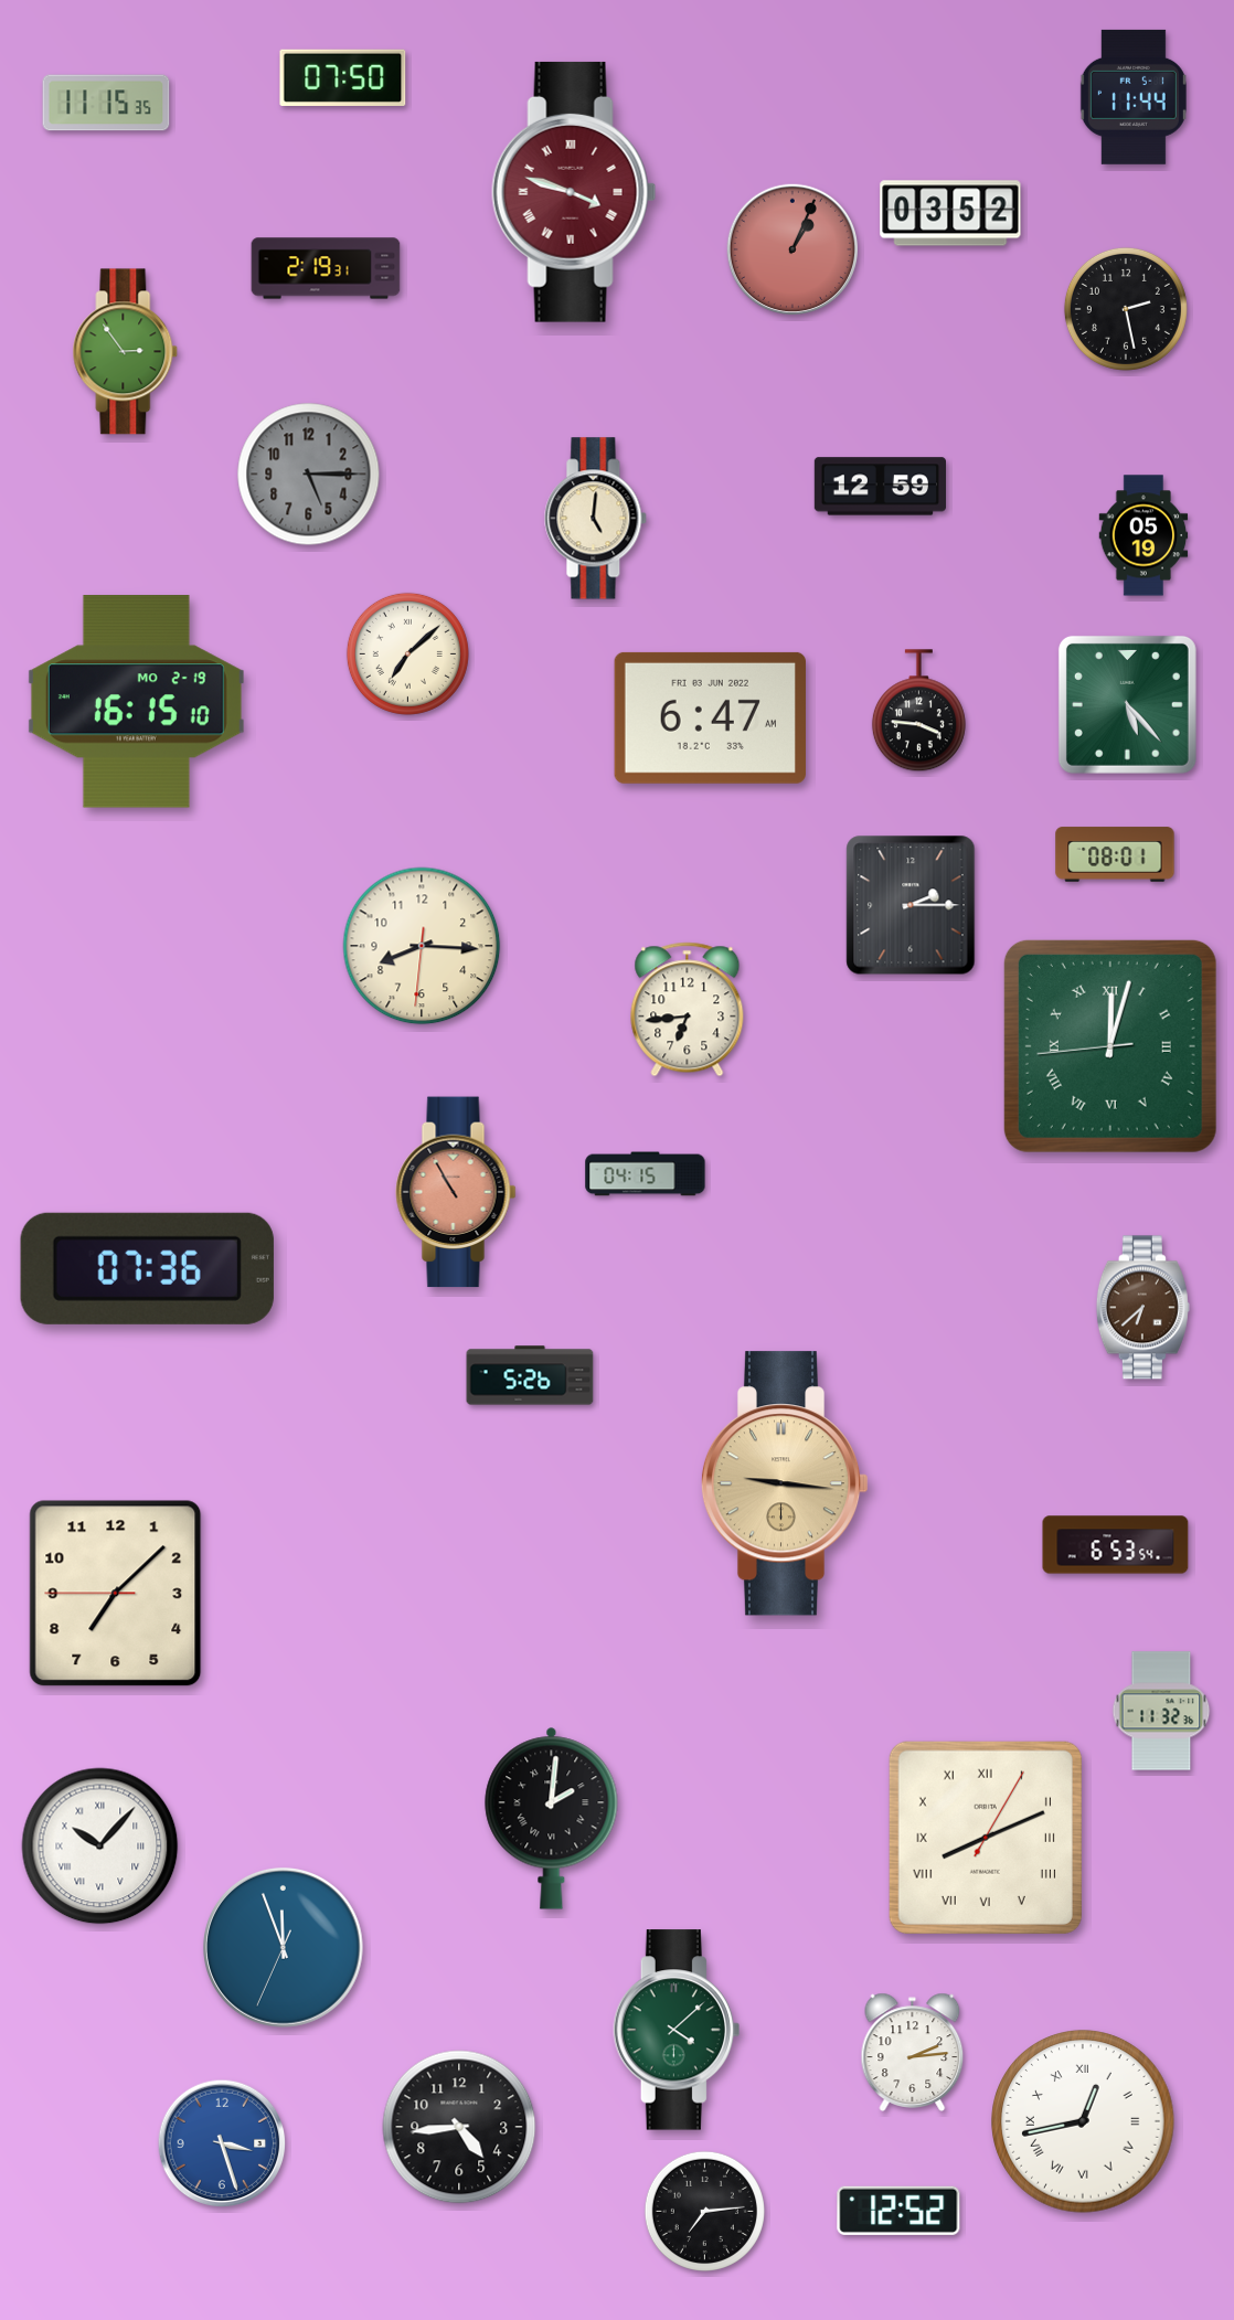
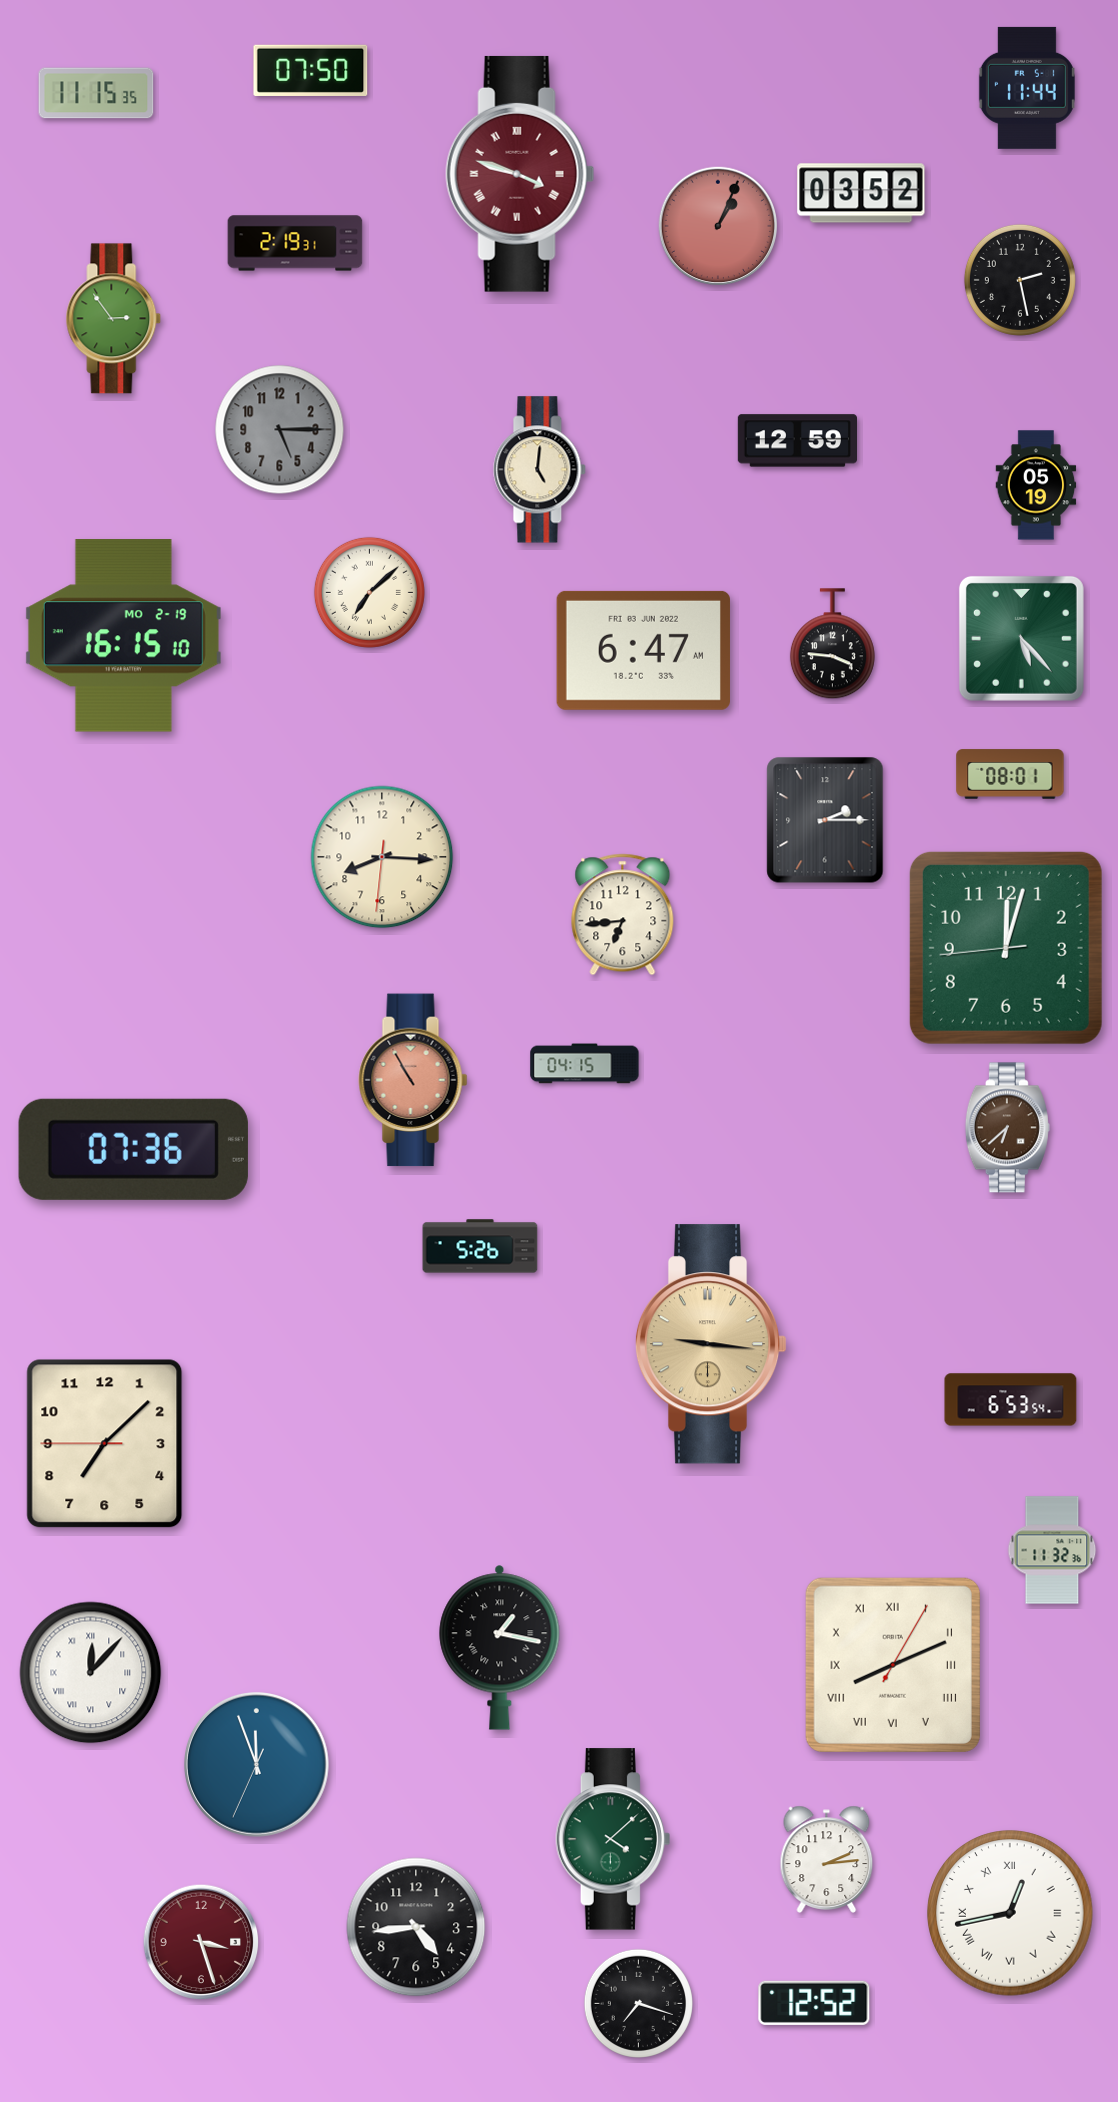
clock at (1110, 1046) numerals: Roman -> Arabic
clock at (1142, 1308) position: (1142, 1308) -> (1007, 1128)
clock at (552, 1818): 2:01 -> 1:17
clock at (100, 1847): 10:07 -> 12:07
clock at (1083, 2121) position: (1083, 2121) -> (1010, 1913)
clock at (222, 2143) dial: blue -> burgundy
clock at (704, 2211): 7:14 -> 7:18
